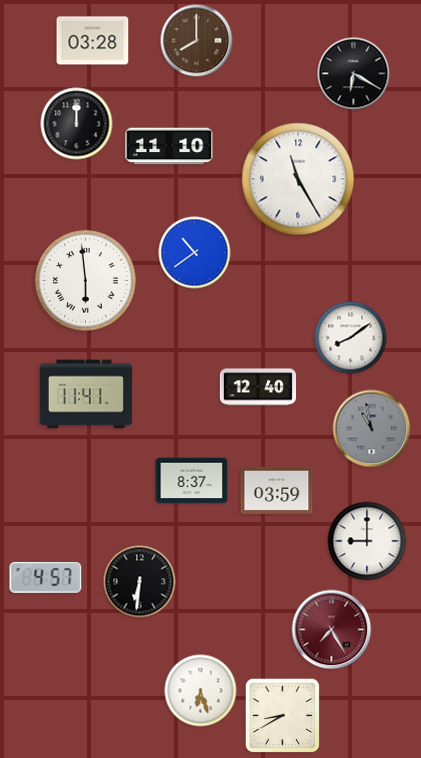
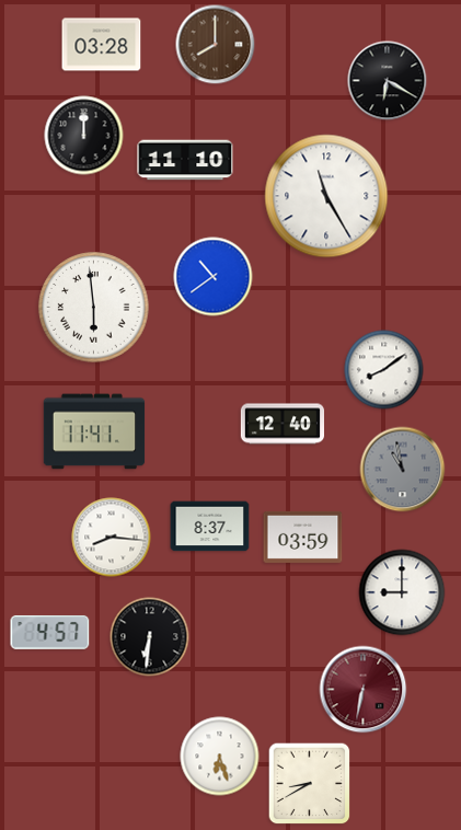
clock at (372, 429) position: (372, 429) -> (403, 470)
clock at (112, 538): none -> 8:16
clock at (140, 582) position: (140, 582) -> (150, 637)
clock at (332, 630): 7:25 -> 6:32
